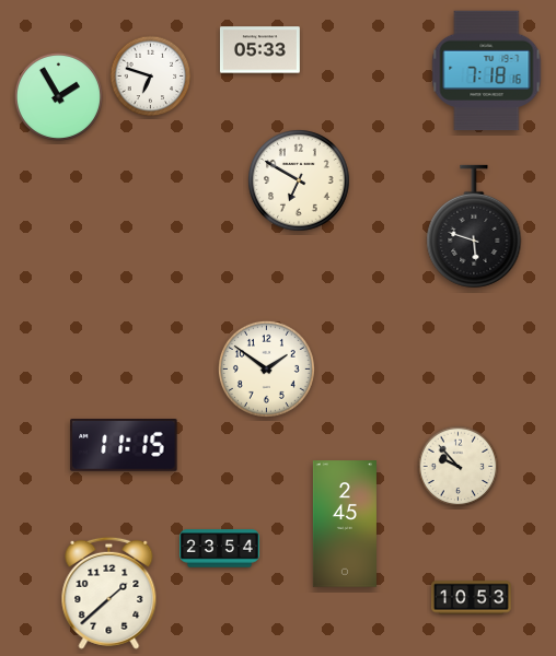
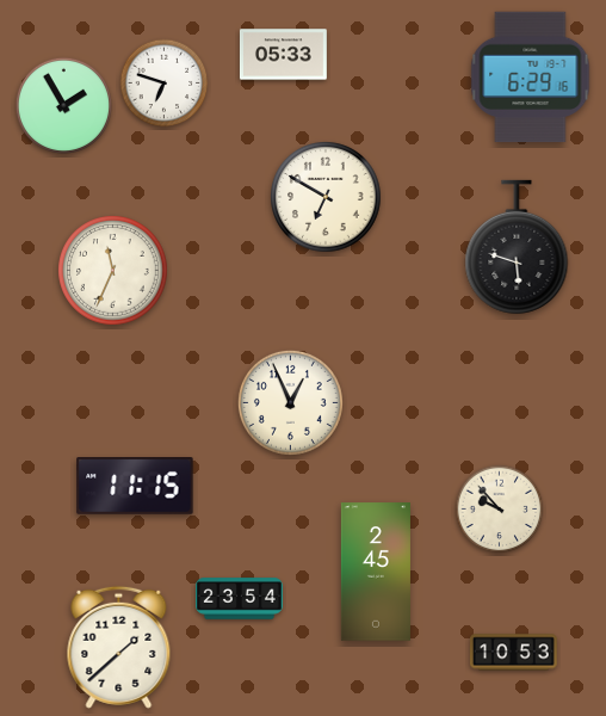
clock at (487, 71): 7:18 -> 6:29
clock at (113, 271): none -> 11:34
clock at (266, 368): 1:51 -> 12:56
